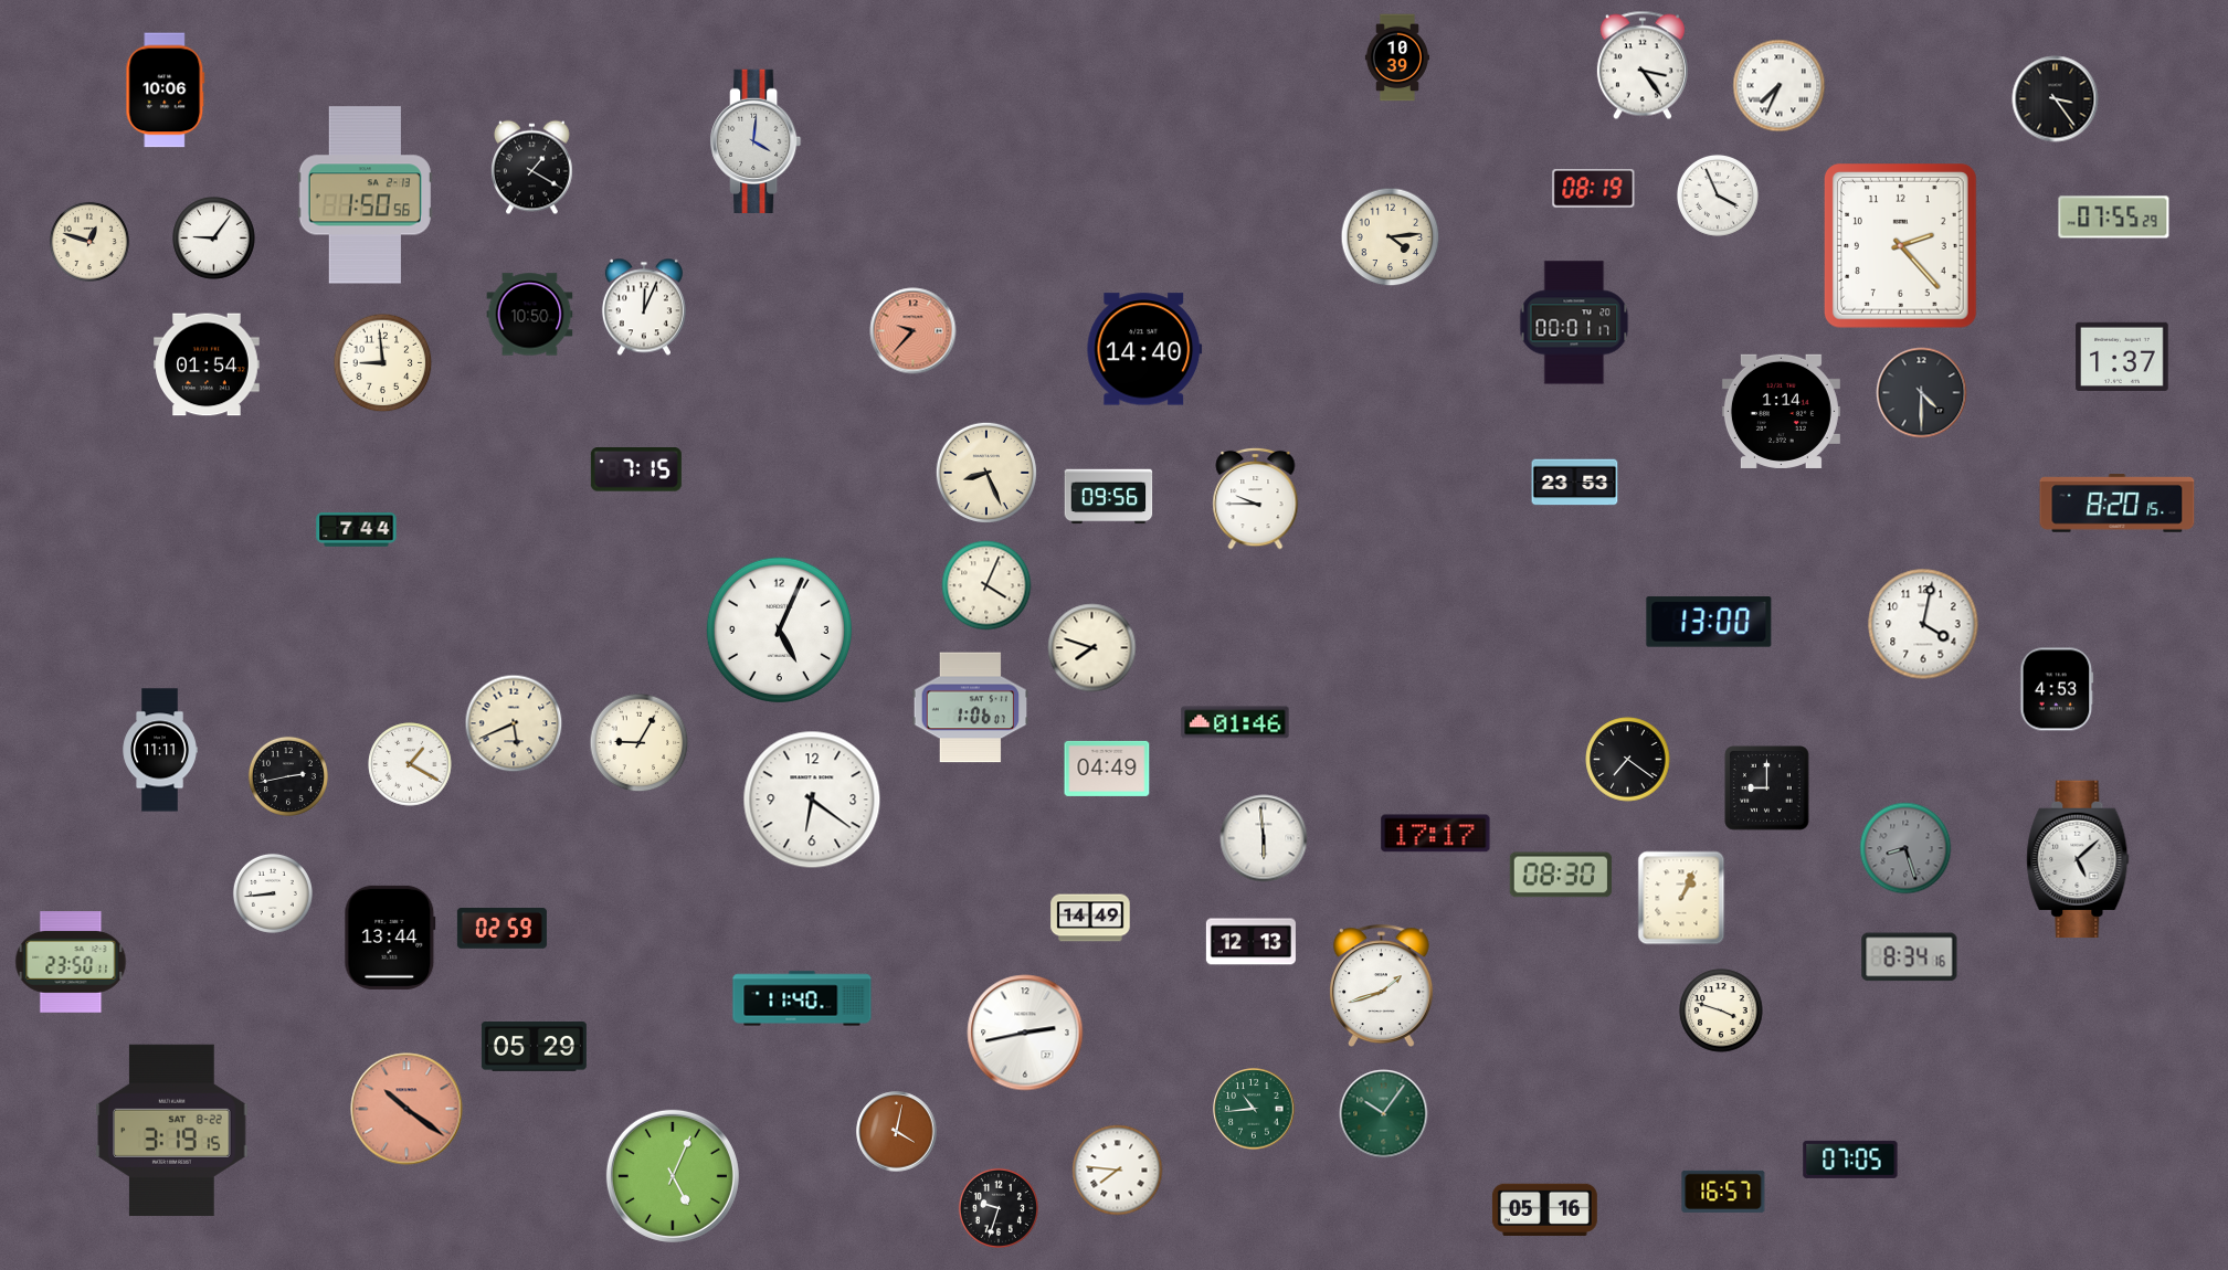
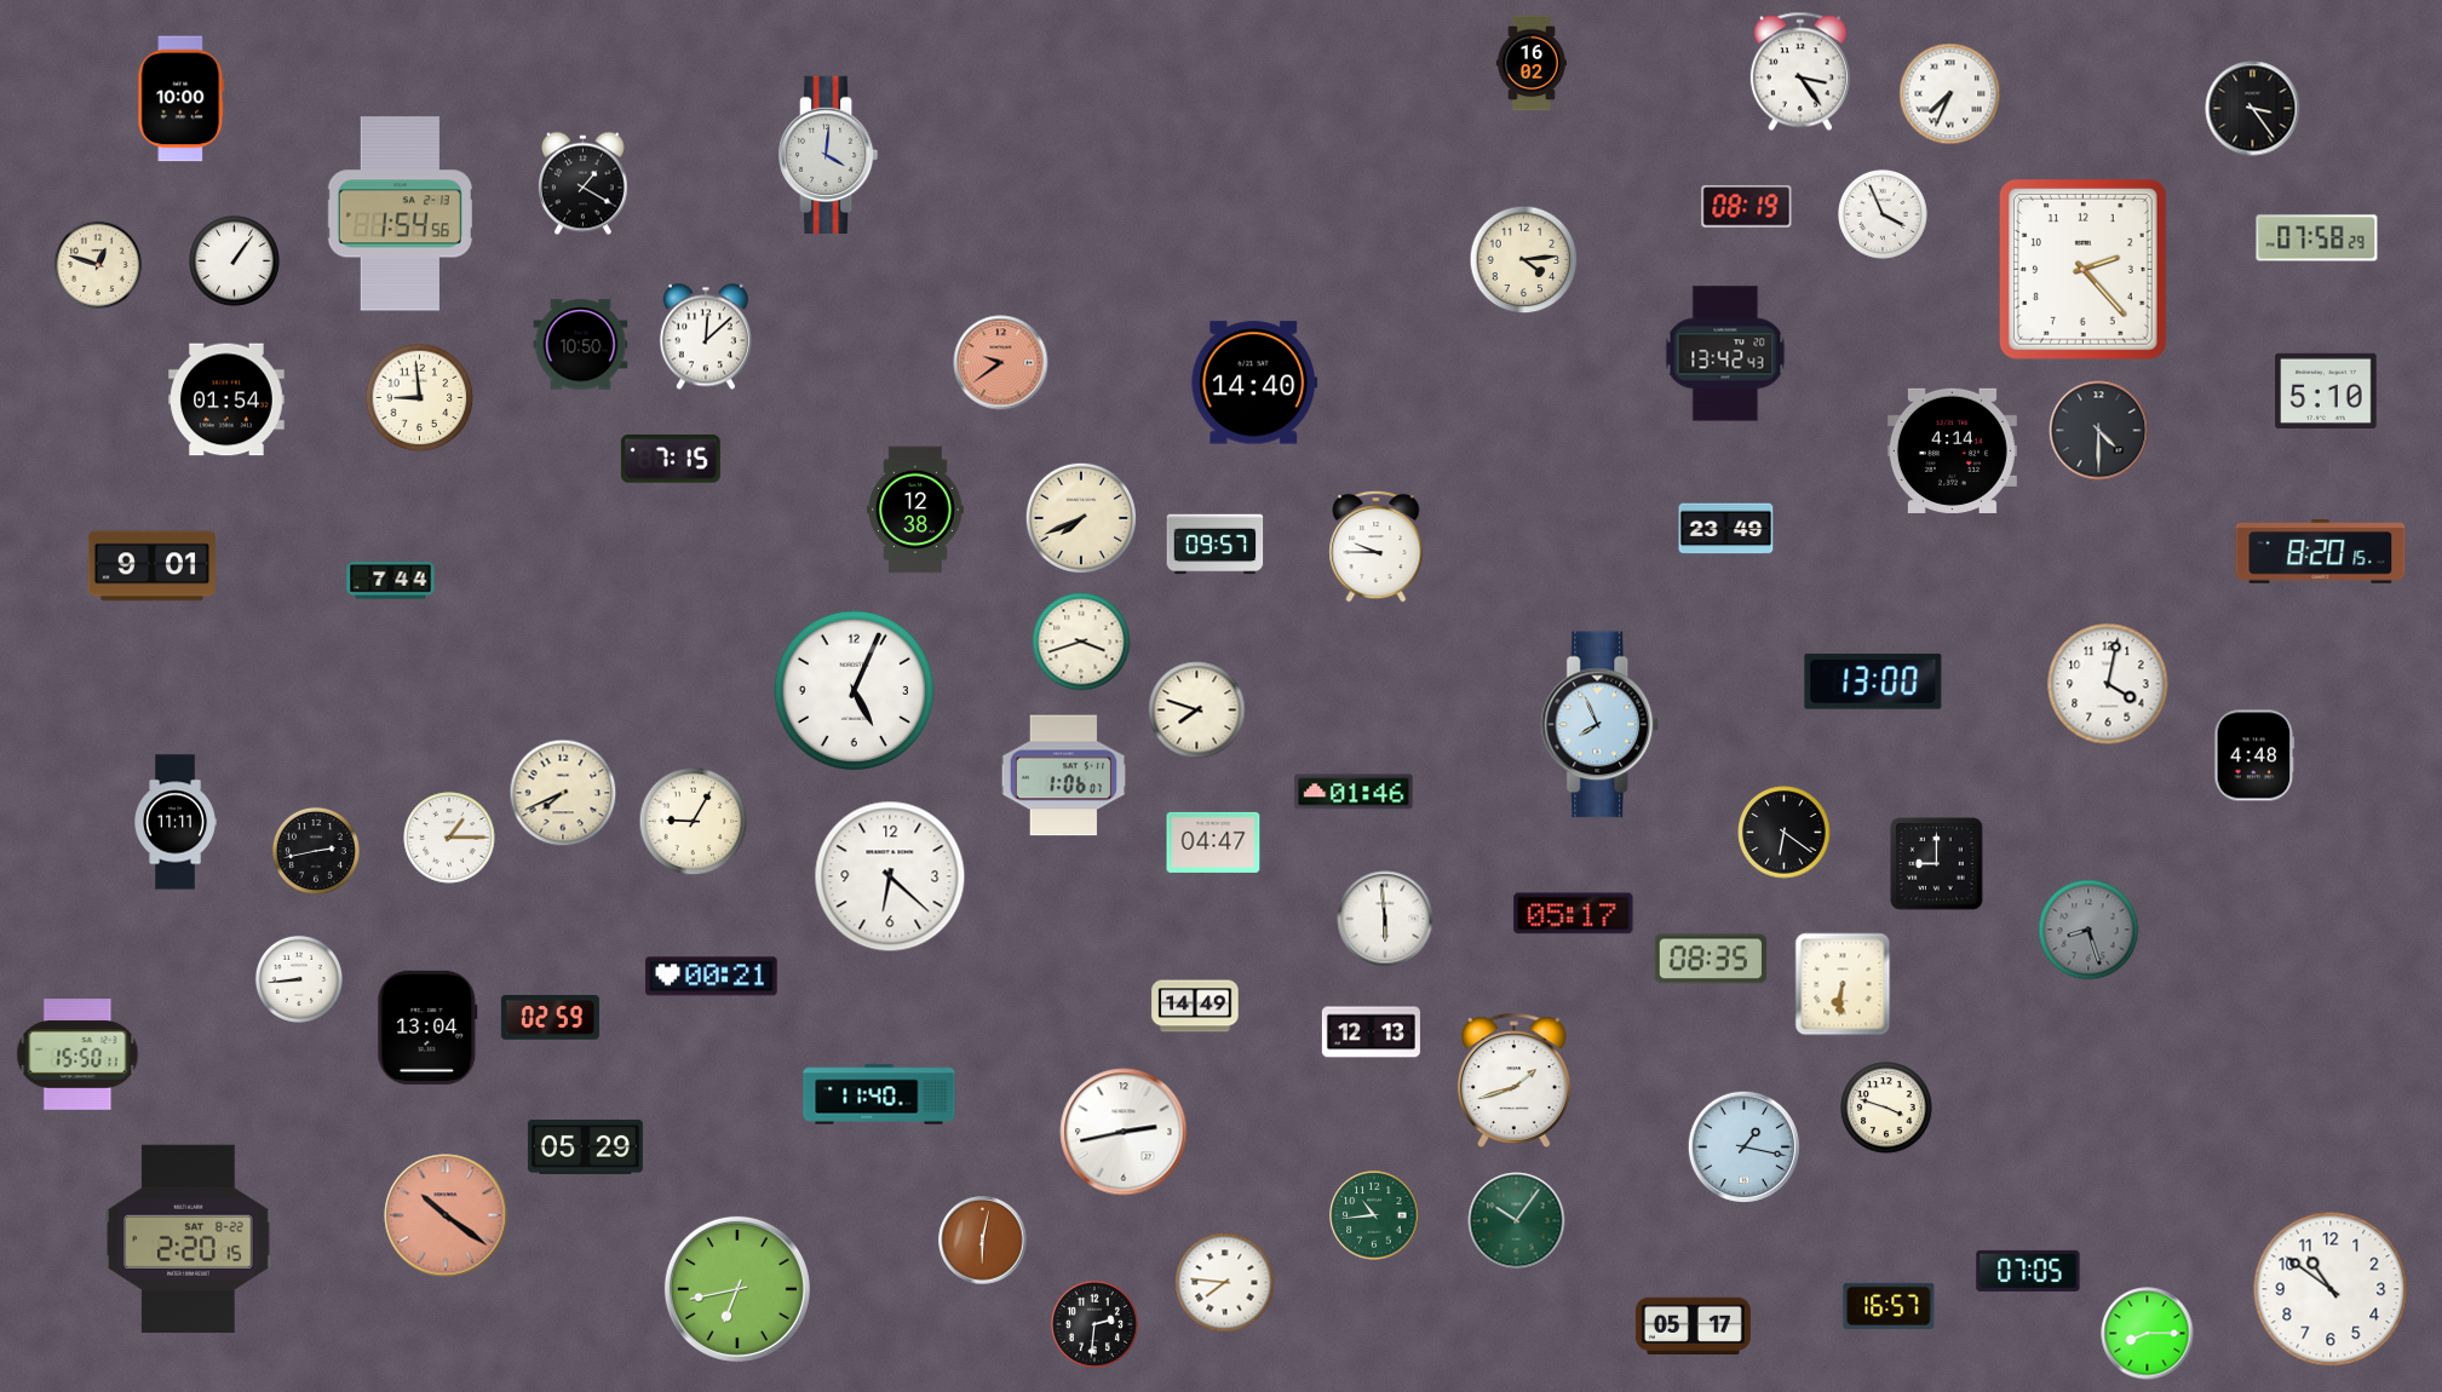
clock at (1397, 57): 10:39 -> 16:02
clock at (166, 91): 10:06 -> 10:00
clock at (365, 195): 1:50 -> 1:54
clock at (2114, 218): 07:55 -> 07:58
clock at (214, 239): 9:06 -> 1:06
clock at (644, 307): 12:04 -> 12:08
clock at (1574, 322): 00:01 -> 13:42
clock at (914, 331): 9:37 -> 9:39
clock at (2122, 357): 1:37 -> 5:10
clock at (1922, 393) position: (1922, 393) -> (2099, 431)
clock at (1781, 411): 1:14 -> 4:14
clock at (915, 510): none -> 12:38
clock at (636, 469) position: (636, 469) -> (671, 459)
clock at (985, 472): 8:26 -> 7:41
clock at (1575, 483): 23:53 -> 23:49
clock at (1109, 497): 09:56 -> 09:57
clock at (151, 566): none -> 9:01
clock at (986, 585): 4:04 -> 3:42
clock at (1601, 725): none -> 7:56
clock at (2057, 689): 4:53 -> 4:48
clock at (514, 723): 5:41 -> 7:41
clock at (640, 743) position: (640, 743) -> (694, 822)
clock at (1628, 760): 7:21 -> 6:21
clock at (410, 764): 1:20 -> 1:15
clock at (1107, 769): 04:49 -> 04:47
clock at (812, 800): 6:21 -> 6:22
clock at (1436, 834): 17:17 -> 05:17
clock at (2078, 859): 5:08 -> none
clock at (1561, 875): 08:30 -> 08:35
clock at (712, 977): none -> 00:21
clock at (1681, 898): 1:04 -> 6:31
clock at (390, 938): 13:44 -> 13:04
clock at (1910, 957): 8:34 -> none
clock at (71, 962): 23:50 -> 15:50
clock at (1743, 1146): none -> 1:17
clock at (172, 1130): 3:19 -> 2:20
clock at (897, 1132): 4:02 -> 6:02
clock at (673, 1176): 5:04 -> 6:43
clock at (2331, 1289): none -> 10:51
clock at (999, 1208): 9:33 -> 2:31
clock at (1544, 1209): 05:16 -> 05:17
clock at (2148, 1334): none -> 8:15
